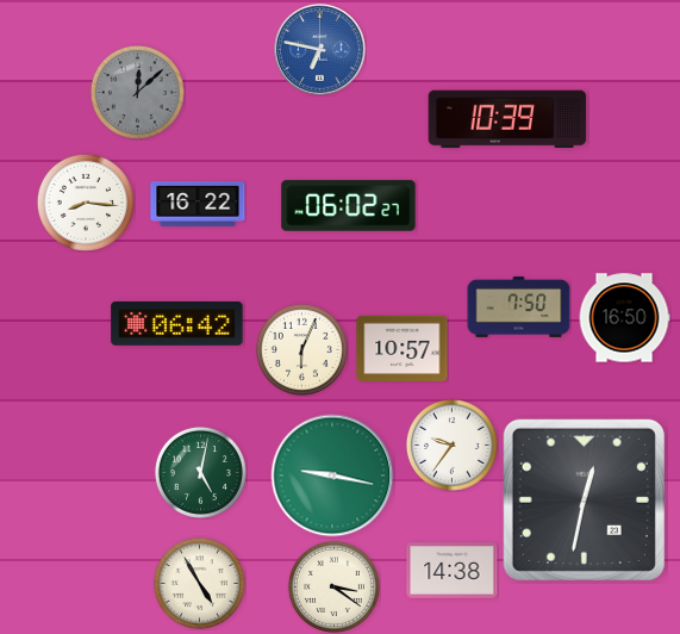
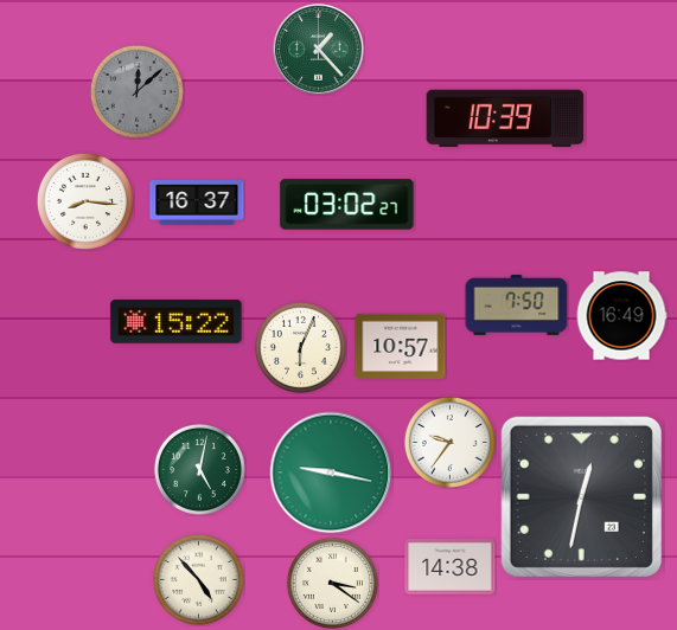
clock at (320, 50): 6:47 -> 1:23
clock at (320, 50) dial: blue -> green
clock at (198, 205): 16:22 -> 16:37
clock at (349, 206): 06:02 -> 03:02
clock at (624, 318): 16:50 -> 16:49
clock at (177, 323): 06:42 -> 15:22
clock at (199, 583): 4:55 -> 4:53
